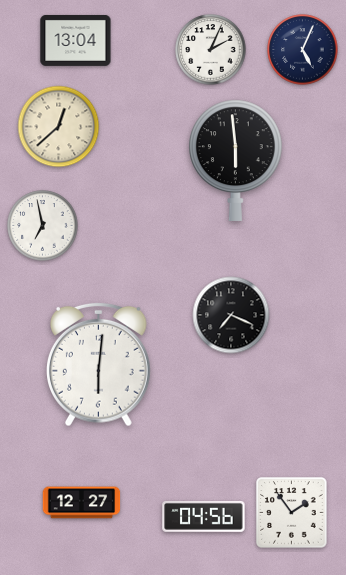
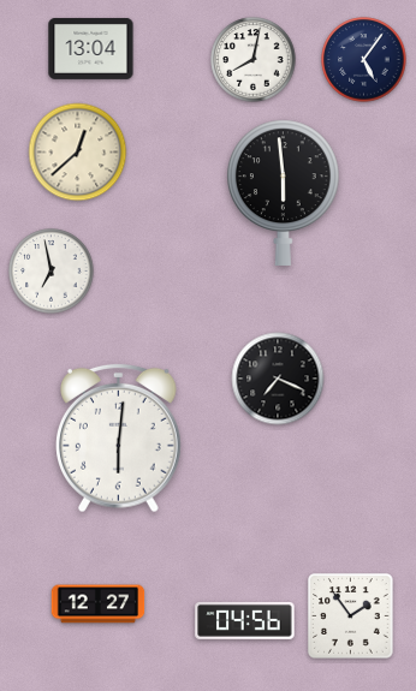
clock at (211, 50): 2:04 -> 8:02
clock at (303, 50): 5:04 -> 5:06
clock at (59, 127) position: (59, 127) -> (78, 153)
